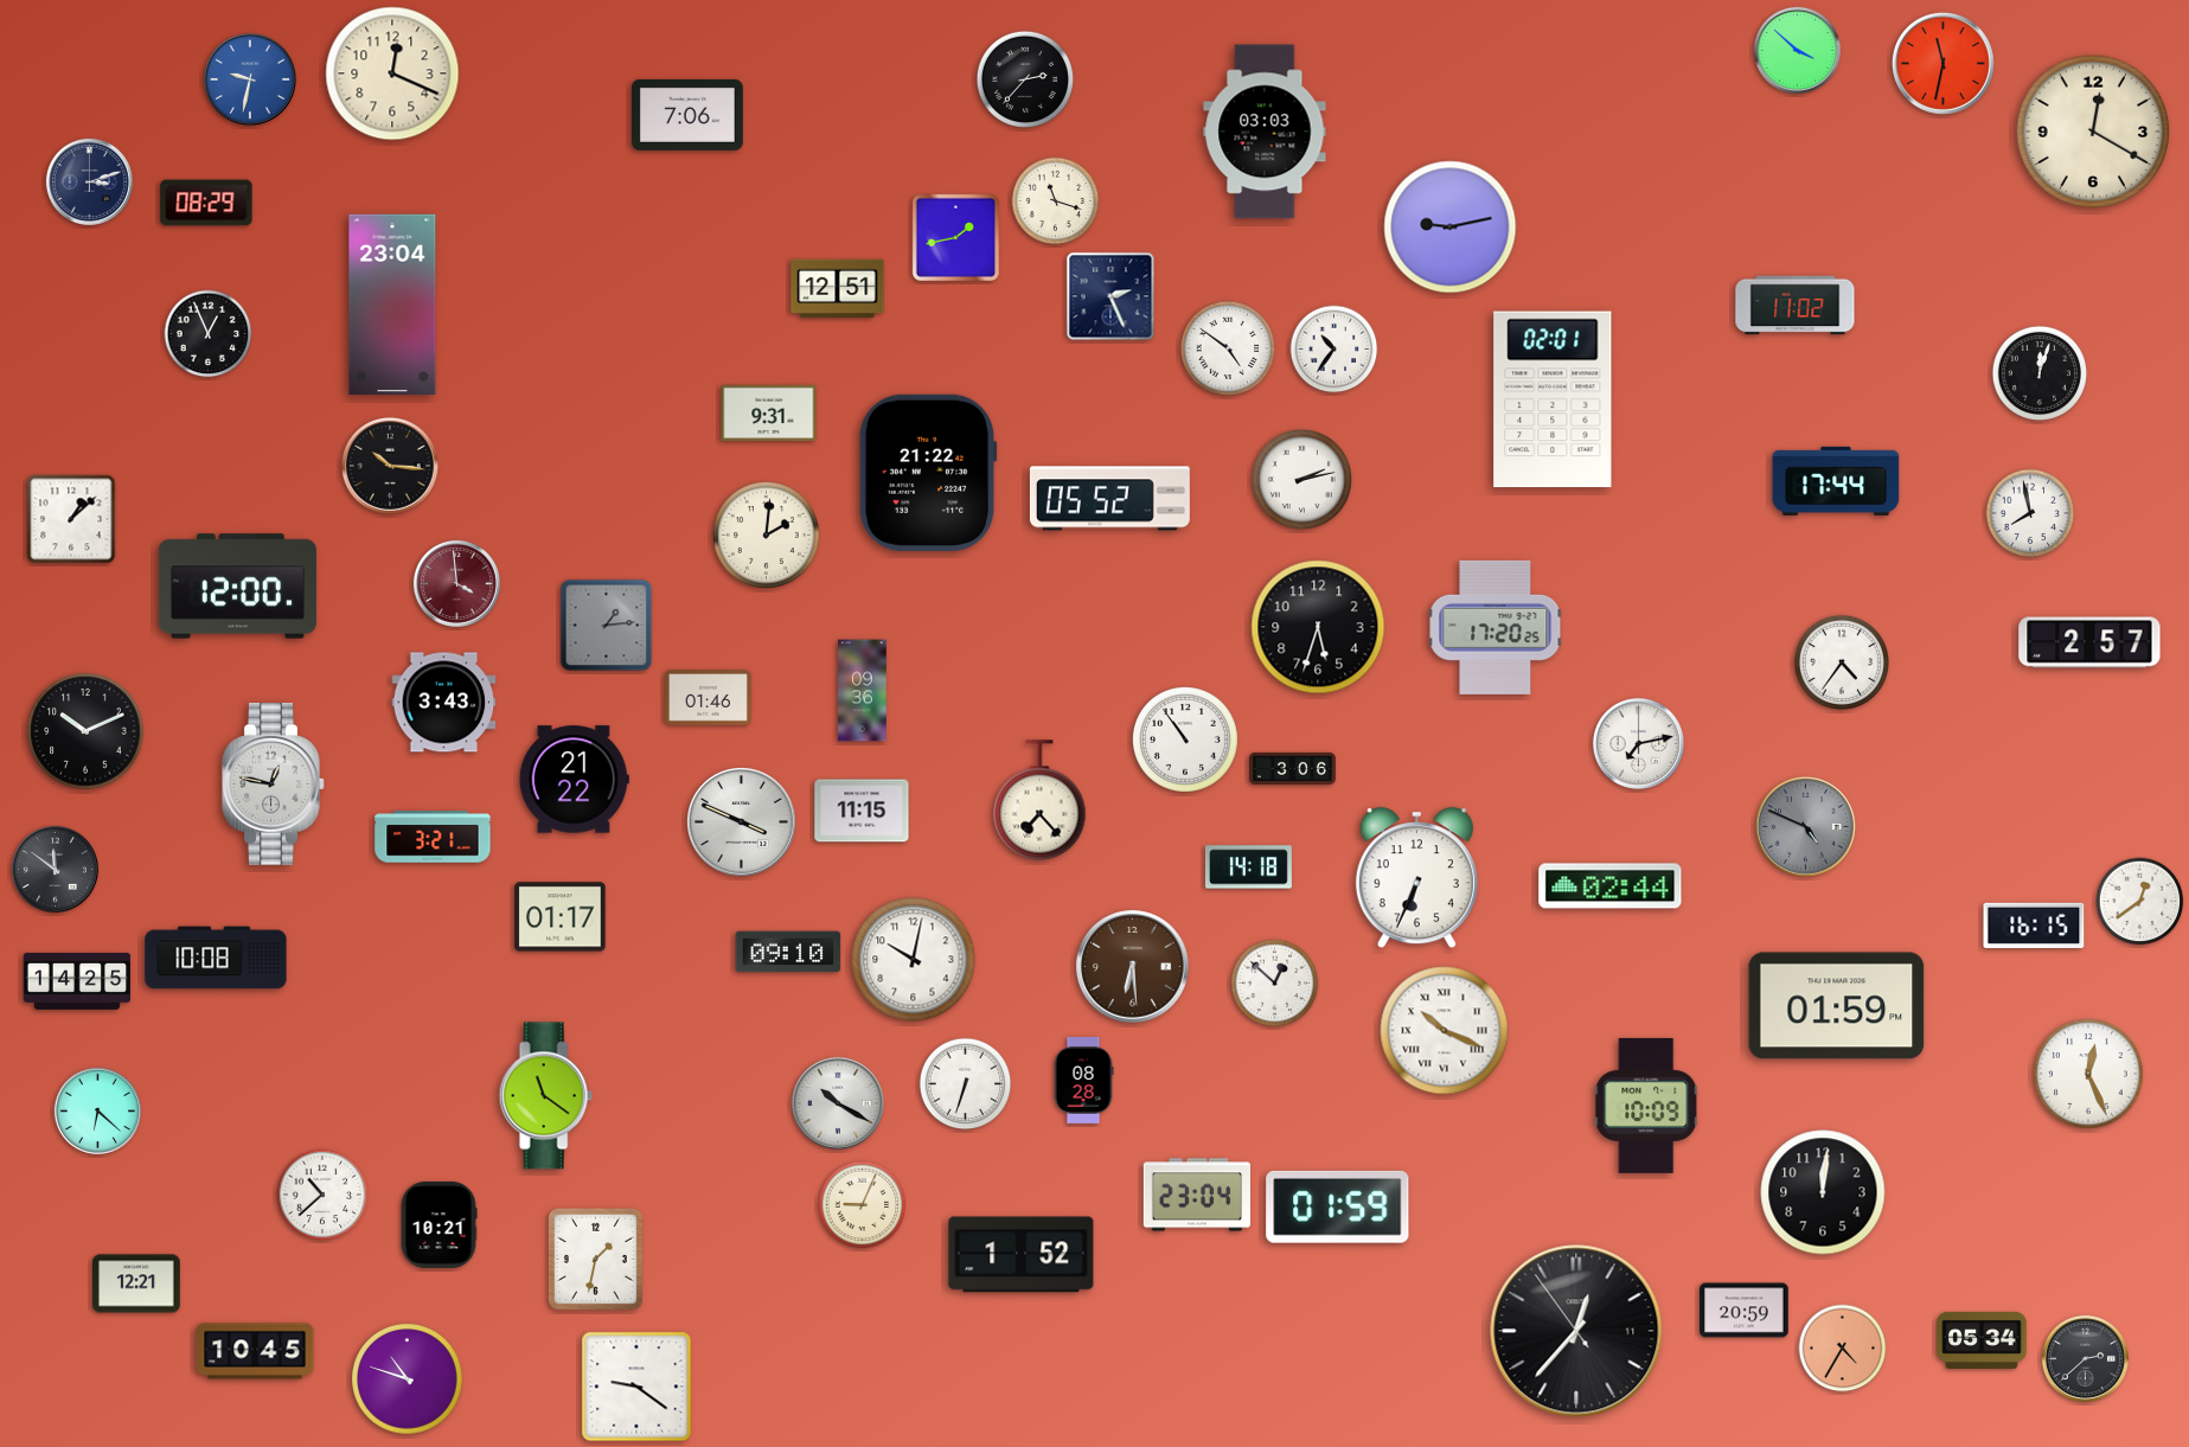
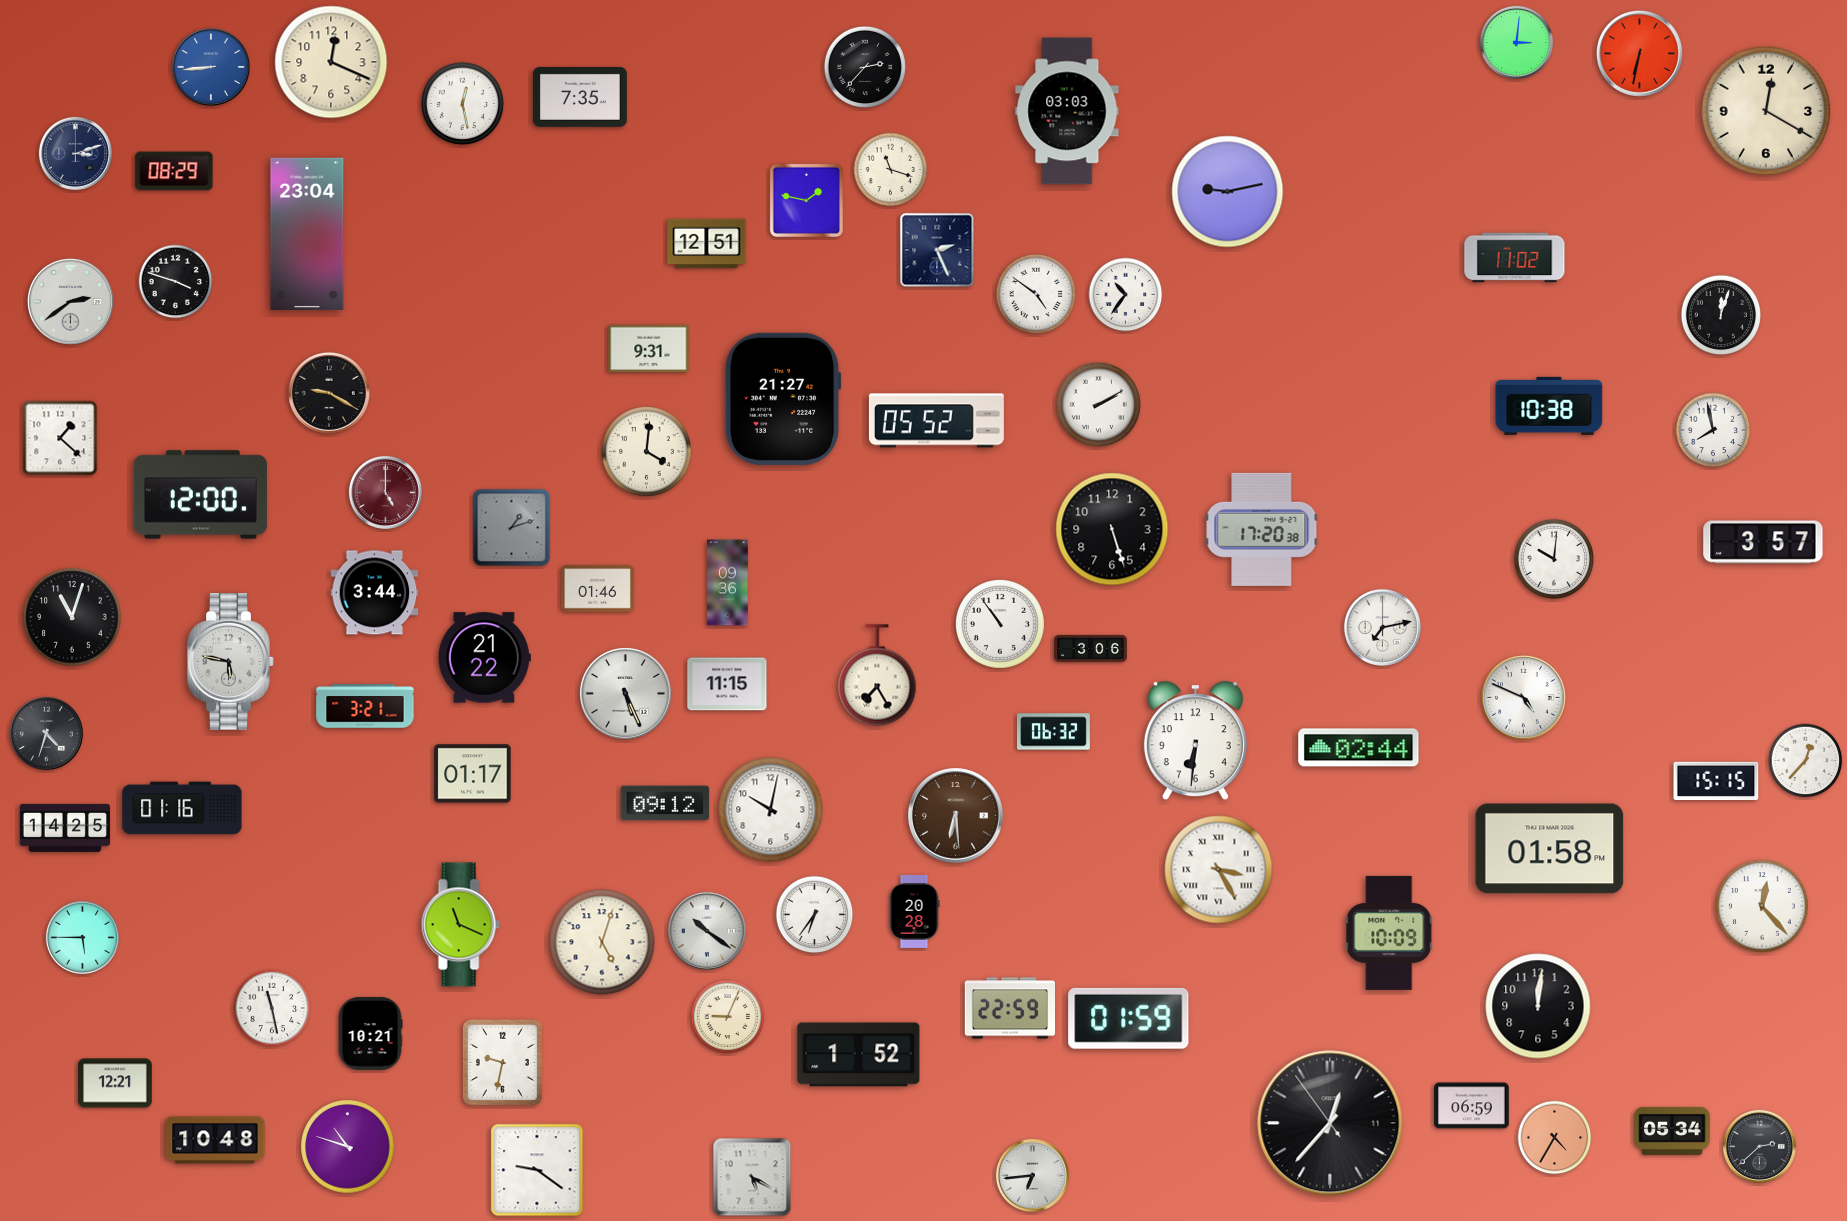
clock at (1797, 50): 3:52 -> 3:01
clock at (1942, 63): 11:32 -> 6:32
clock at (250, 79): 9:32 -> 8:44
clock at (687, 115): 7:06 -> 7:35
clock at (462, 103): none -> 12:28
clock at (1451, 228) position: (1451, 228) -> (1228, 192)
clock at (955, 237): 1:43 -> 1:47
clock at (392, 305) position: (392, 305) -> (307, 234)
clock at (209, 334): 12:56 -> 3:48
clock at (70, 301): none -> 2:39
clock at (1553, 399): 02:01 -> none
clock at (390, 466): 10:16 -> 9:20
clock at (928, 473): 21:22 -> 21:27
clock at (1301, 479): 2:13 -> 2:10
clock at (1836, 481): 17:44 -> 10:38
clock at (2030, 513) position: (2030, 513) -> (1713, 430)
clock at (71, 519): 1:08 -> 1:22
clock at (766, 534): 2:01 -> 4:01
clock at (456, 583): 3:59 -> 5:00
clock at (607, 626): 1:14 -> 1:12
clock at (1318, 627): 5:33 -> 5:27
clock at (1496, 627): 17:20:25 -> 17:20:38
clock at (2089, 642): 2:57 -> 3:57
clock at (1842, 662): 4:36 -> 10:01
clock at (444, 703): 3:43 -> 3:44
clock at (85, 731): 10:11 -> 11:03
clock at (274, 785): 12:47 -> 5:47
clock at (1039, 800): 7:23 -> 7:25
clock at (741, 821): 3:49 -> 5:26
clock at (1805, 826) dial: grey -> white
clock at (1248, 867): 14:18 -> 06:32
clock at (55, 869): 11:51 -> 4:33
clock at (1416, 878): 6:34 -> 6:31
clock at (2140, 902): 12:39 -> 12:37
clock at (2034, 924): 16:15 -> 15:15
clock at (788, 952): 09:10 -> 09:12
clock at (216, 958): 10:08 -> 01:16
clock at (1275, 984): 12:52 -> none
clock at (1837, 1006): 01:59 -> 01:58
clock at (1445, 1031): 10:19 -> 3:25
clock at (2088, 1074): 12:26 -> 12:23
clock at (1083, 1080): 08:28 -> 20:28
clock at (966, 1084): 6:33 -> 6:36
clock at (545, 1096): 11:21 -> 11:19
clock at (838, 1103): 10:20 -> 10:21
clock at (97, 1110): 6:22 -> 5:45
clock at (602, 942): none -> 5:03
clock at (322, 1195): 10:38 -> 11:28
clock at (1196, 1195): 23:04 -> 22:59
clock at (1022, 1255) position: (1022, 1255) -> (859, 1055)
clock at (595, 1259): 1:32 -> 9:32
clock at (1745, 1311): 20:59 -> 06:59
clock at (255, 1351): 10:45 -> 10:48
clock at (408, 1379) position: (408, 1379) -> (348, 1147)
clock at (1032, 1175): none -> 6:44
clock at (752, 1177): none -> 5:20
